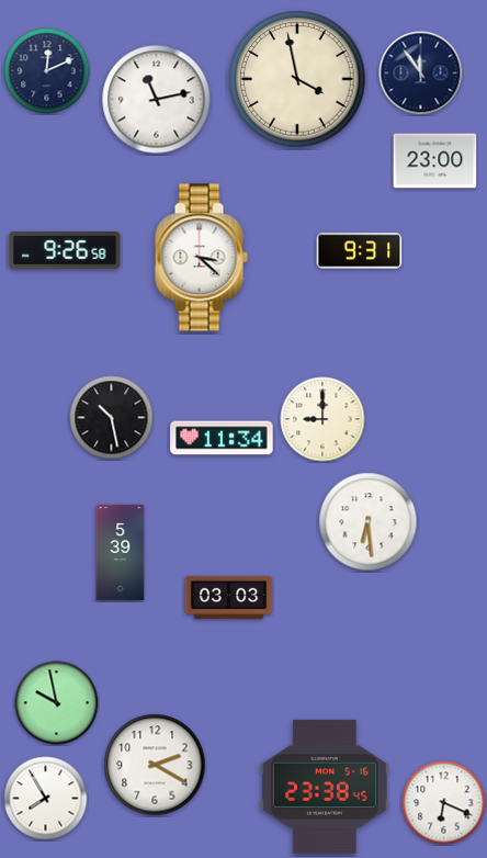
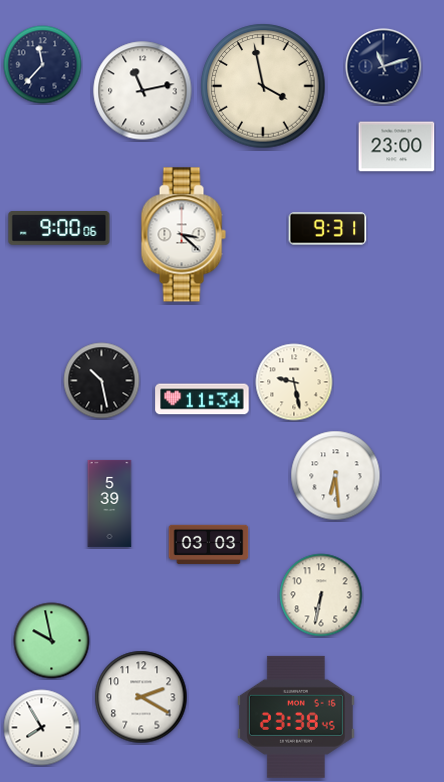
clock at (47, 71): 12:11 -> 11:37
clock at (421, 74): 11:54 -> 11:12
clock at (297, 79) position: (297, 79) -> (263, 86)
clock at (65, 251): 9:26 -> 9:00
clock at (322, 419): 9:00 -> 9:28
clock at (321, 595): none -> 6:32
clock at (444, 803): 6:19 -> none
